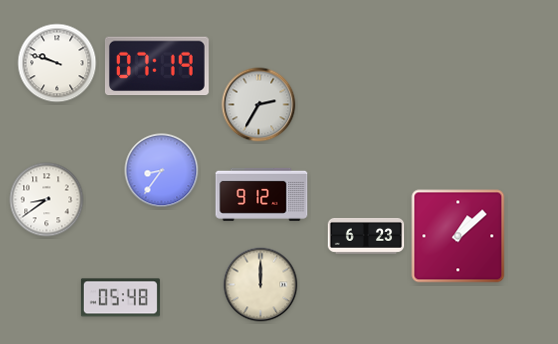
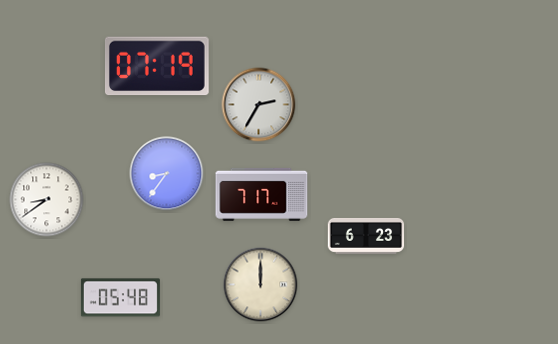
clock at (57, 63): 9:48 -> none
clock at (162, 171) position: (162, 171) -> (167, 174)
clock at (262, 194): 9:12 -> 7:17
clock at (458, 236): 1:08 -> none
